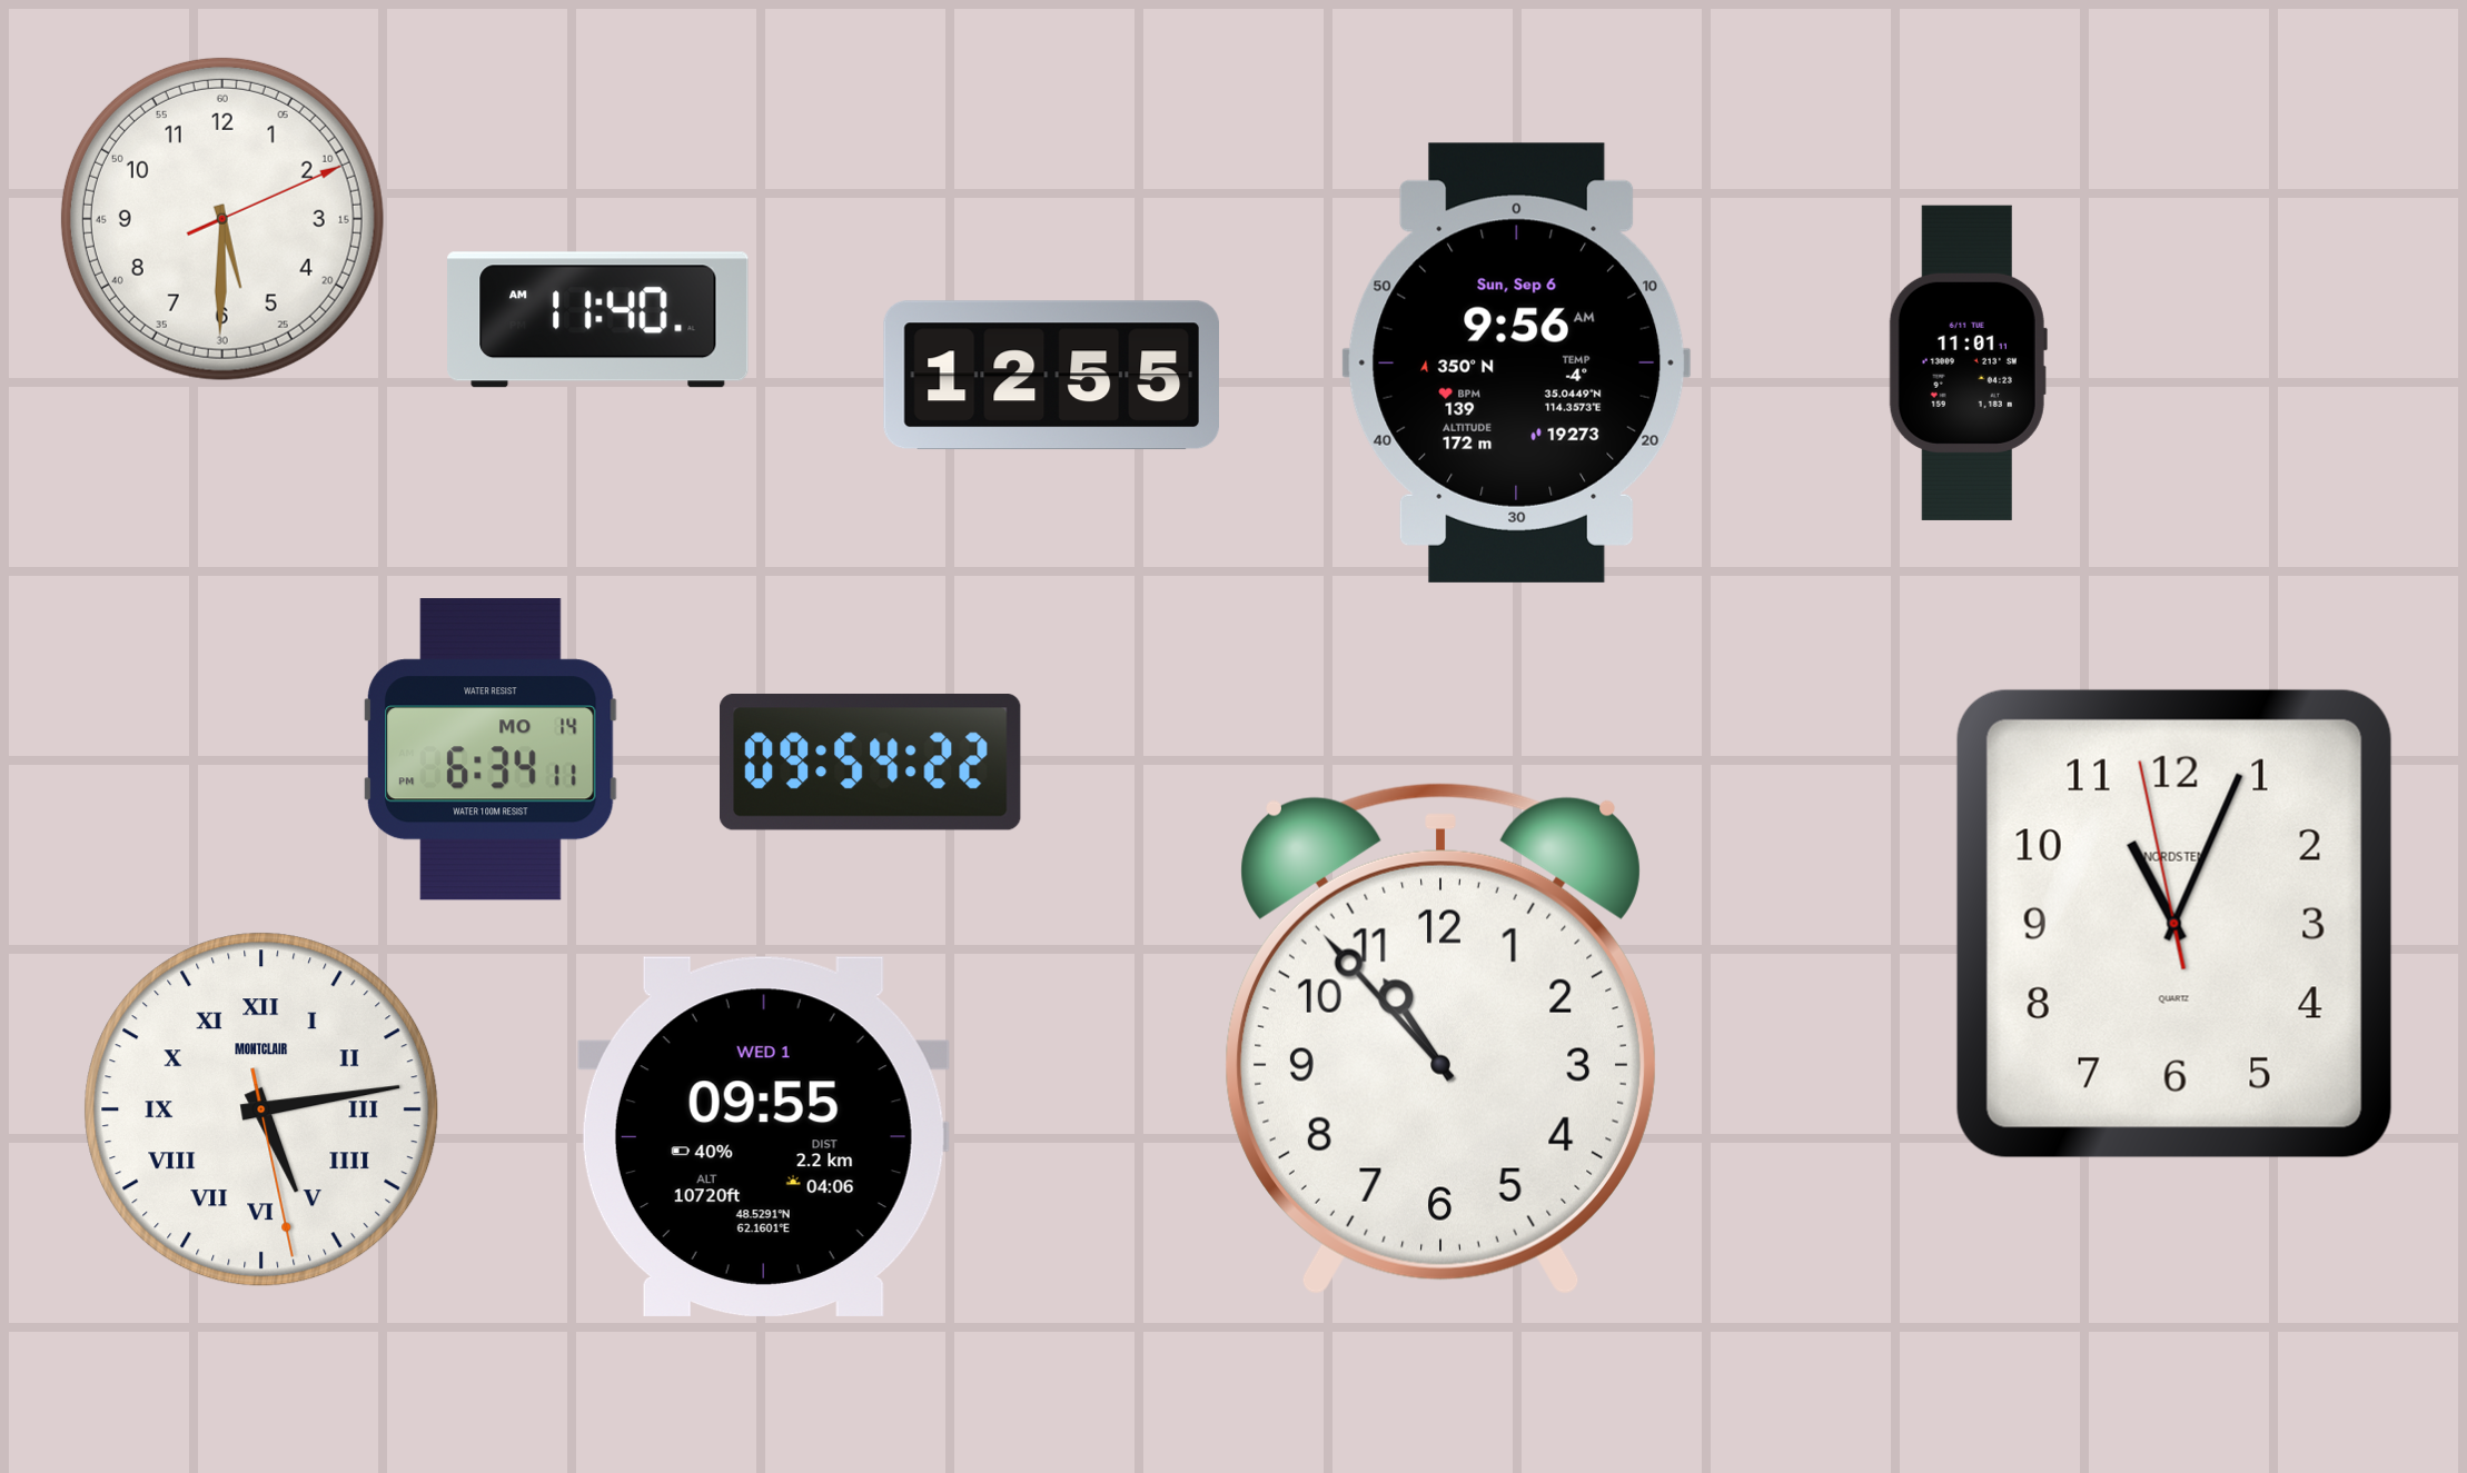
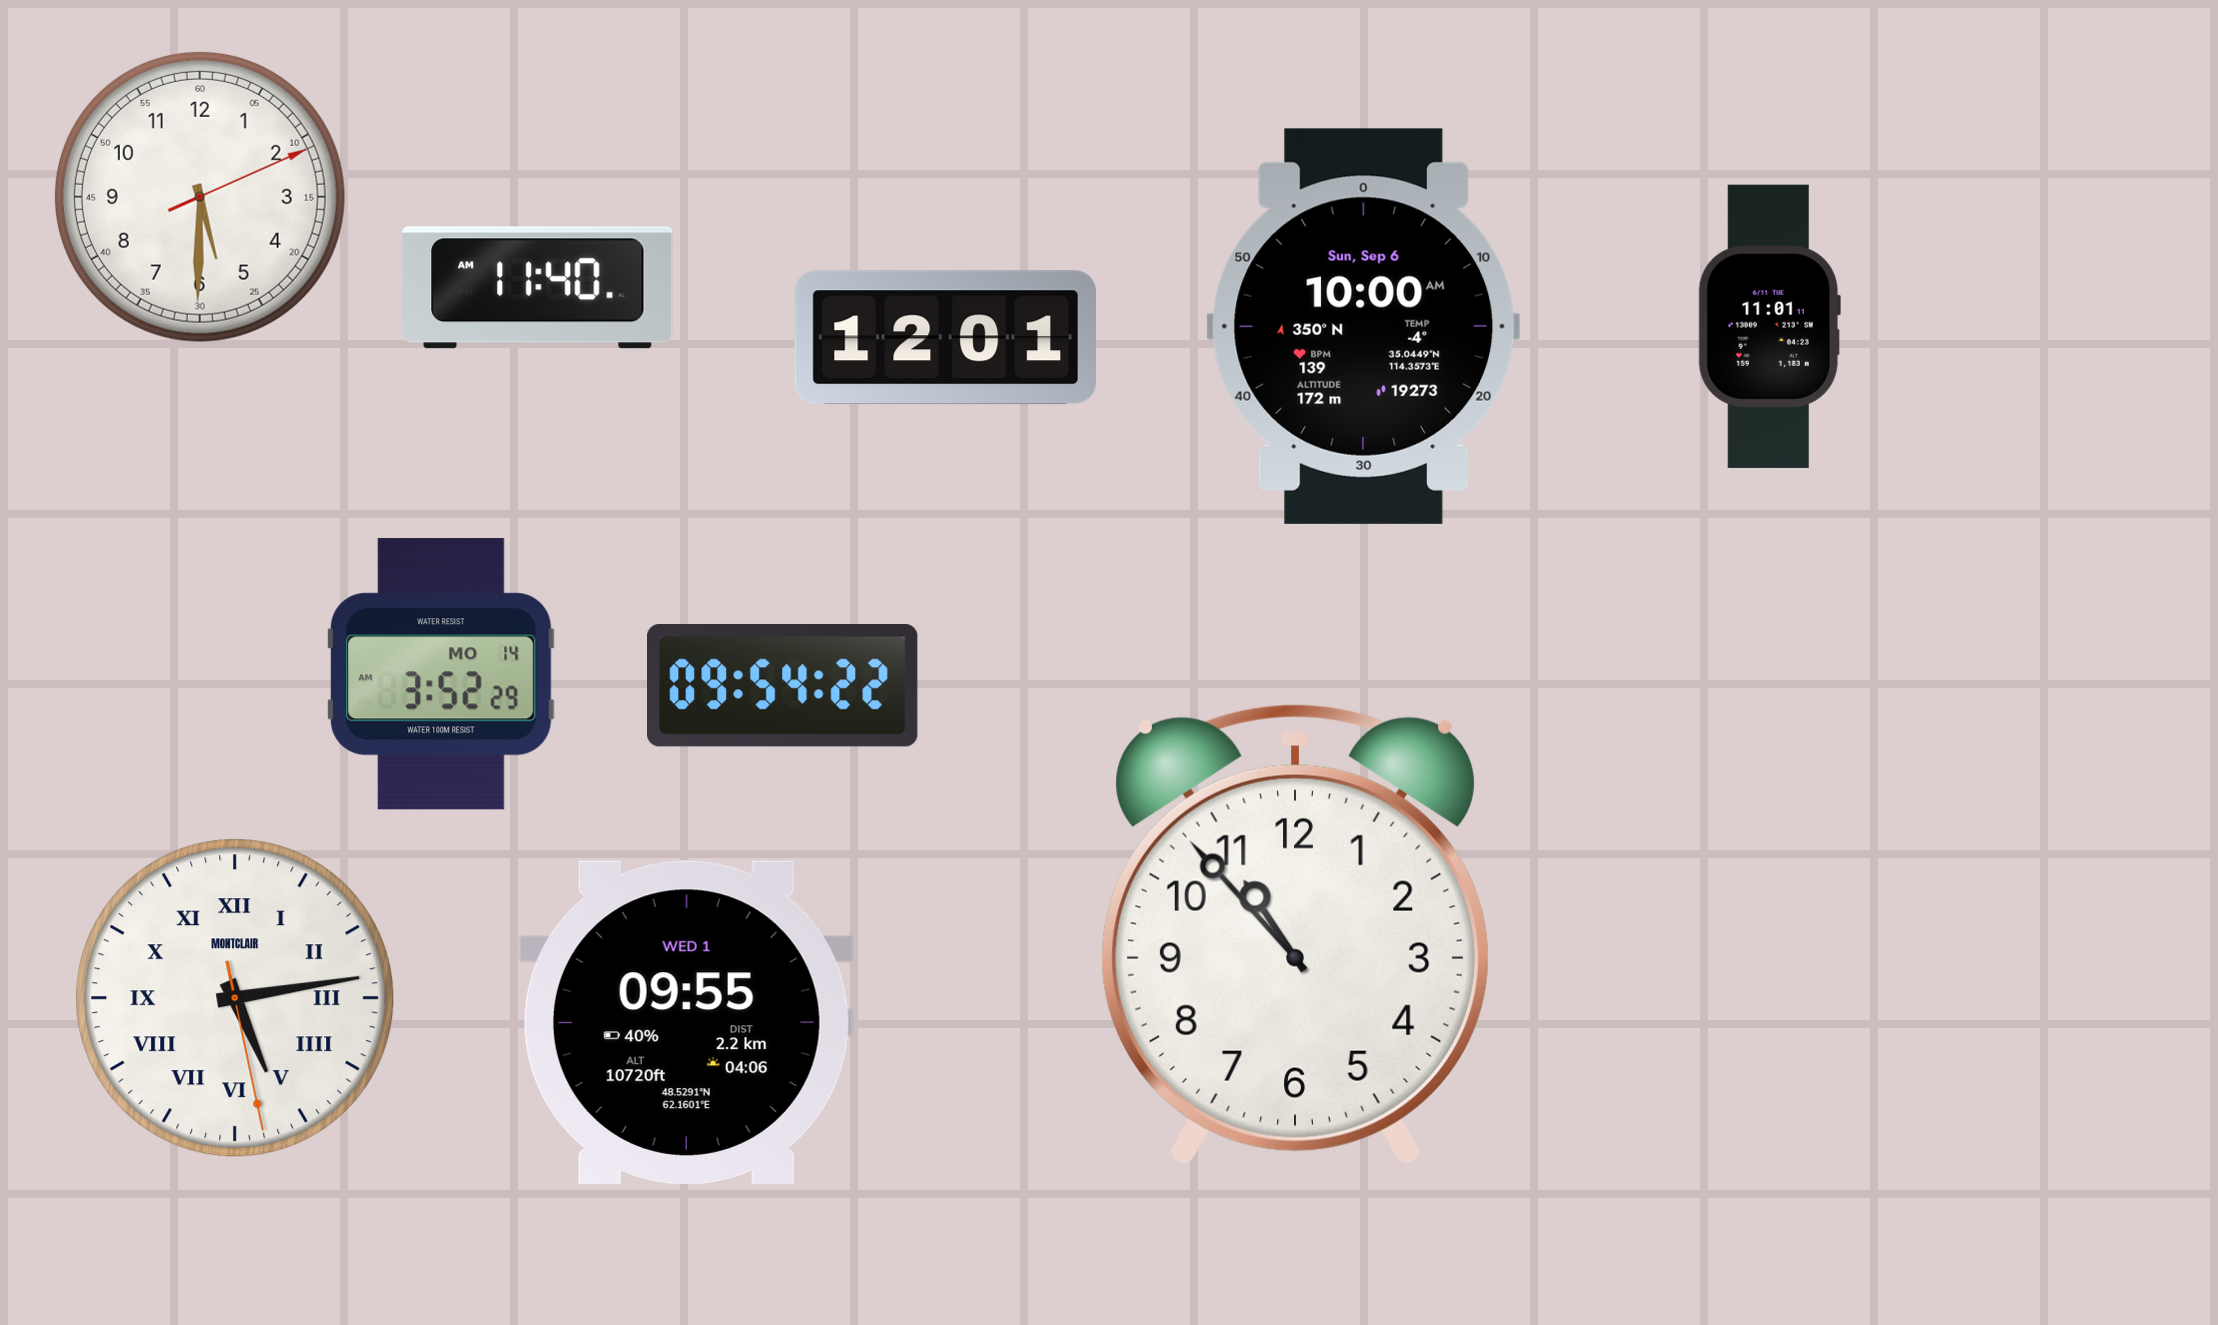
clock at (1517, 362): 9:56 -> 10:00
clock at (1051, 376): 12:55 -> 12:01
clock at (491, 749): 6:34 -> 3:52
clock at (2174, 924): 11:03 -> none
